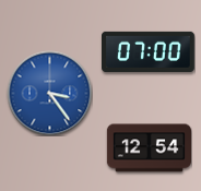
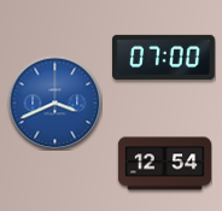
clock at (49, 93): 3:24 -> 3:41
